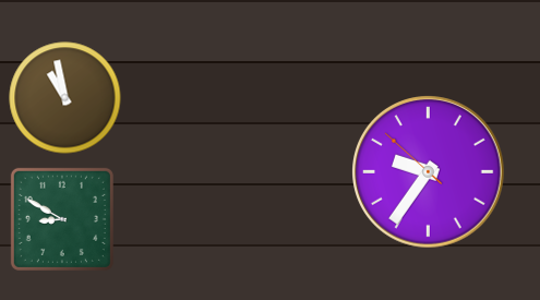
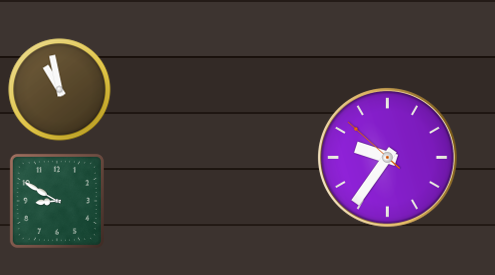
clock at (429, 172) position: (429, 172) -> (388, 158)
